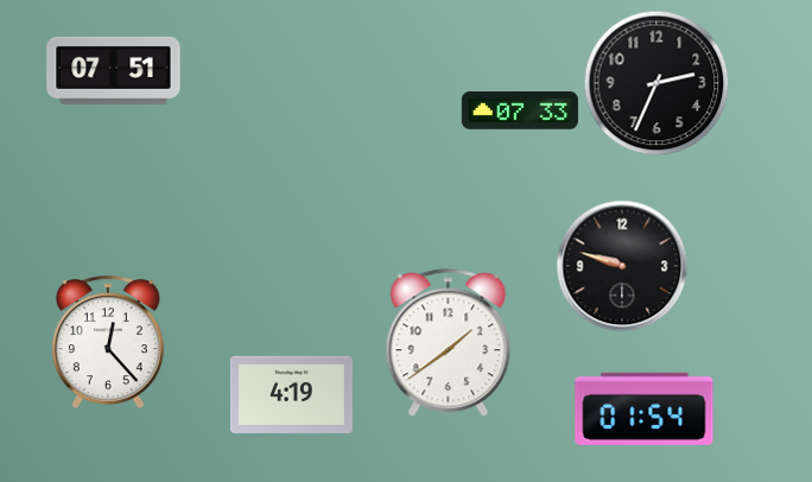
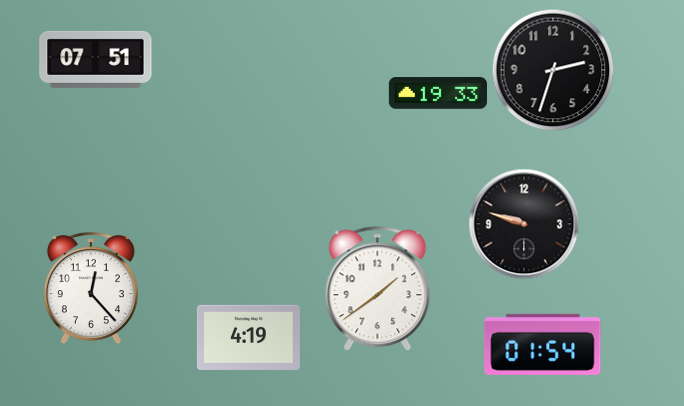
clock at (656, 83): 2:34 -> 2:33
clock at (520, 110): 07:33 -> 19:33
clock at (291, 394) position: (291, 394) -> (248, 337)
